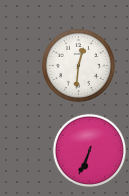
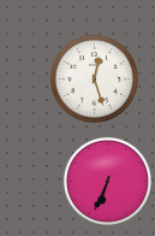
clock at (78, 65): 12:31 -> 12:27
